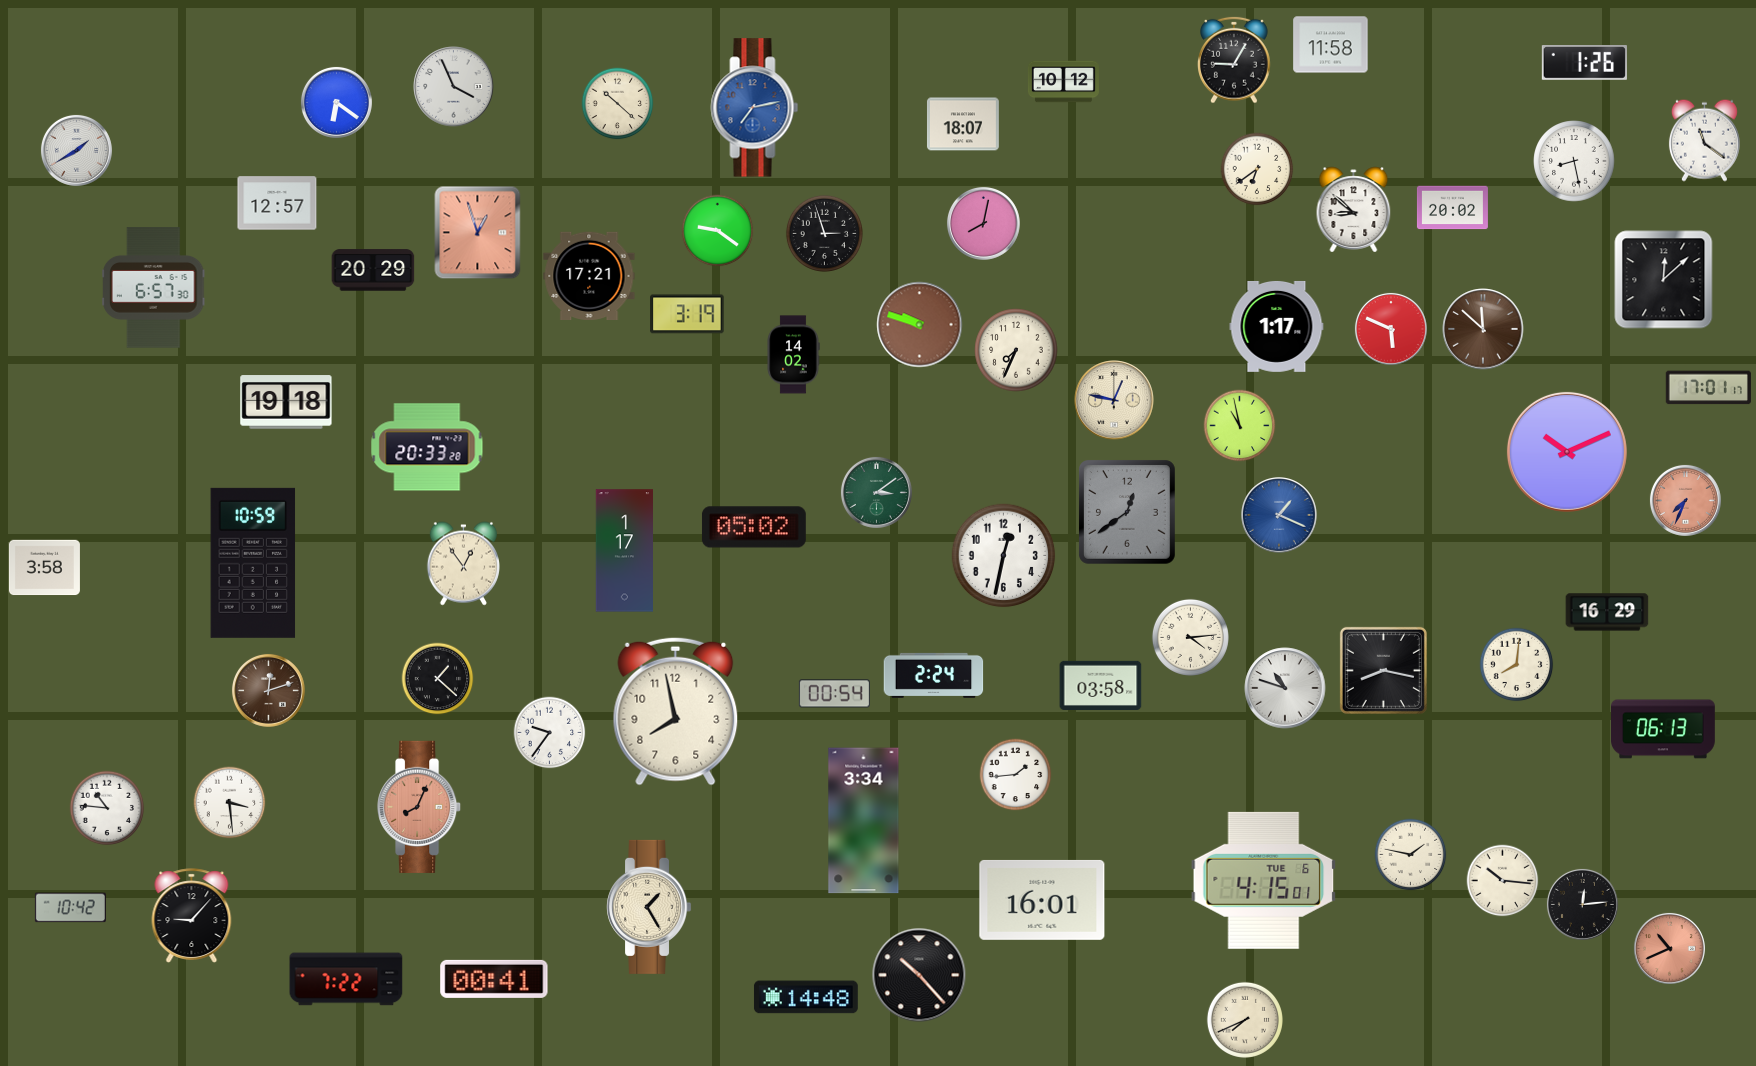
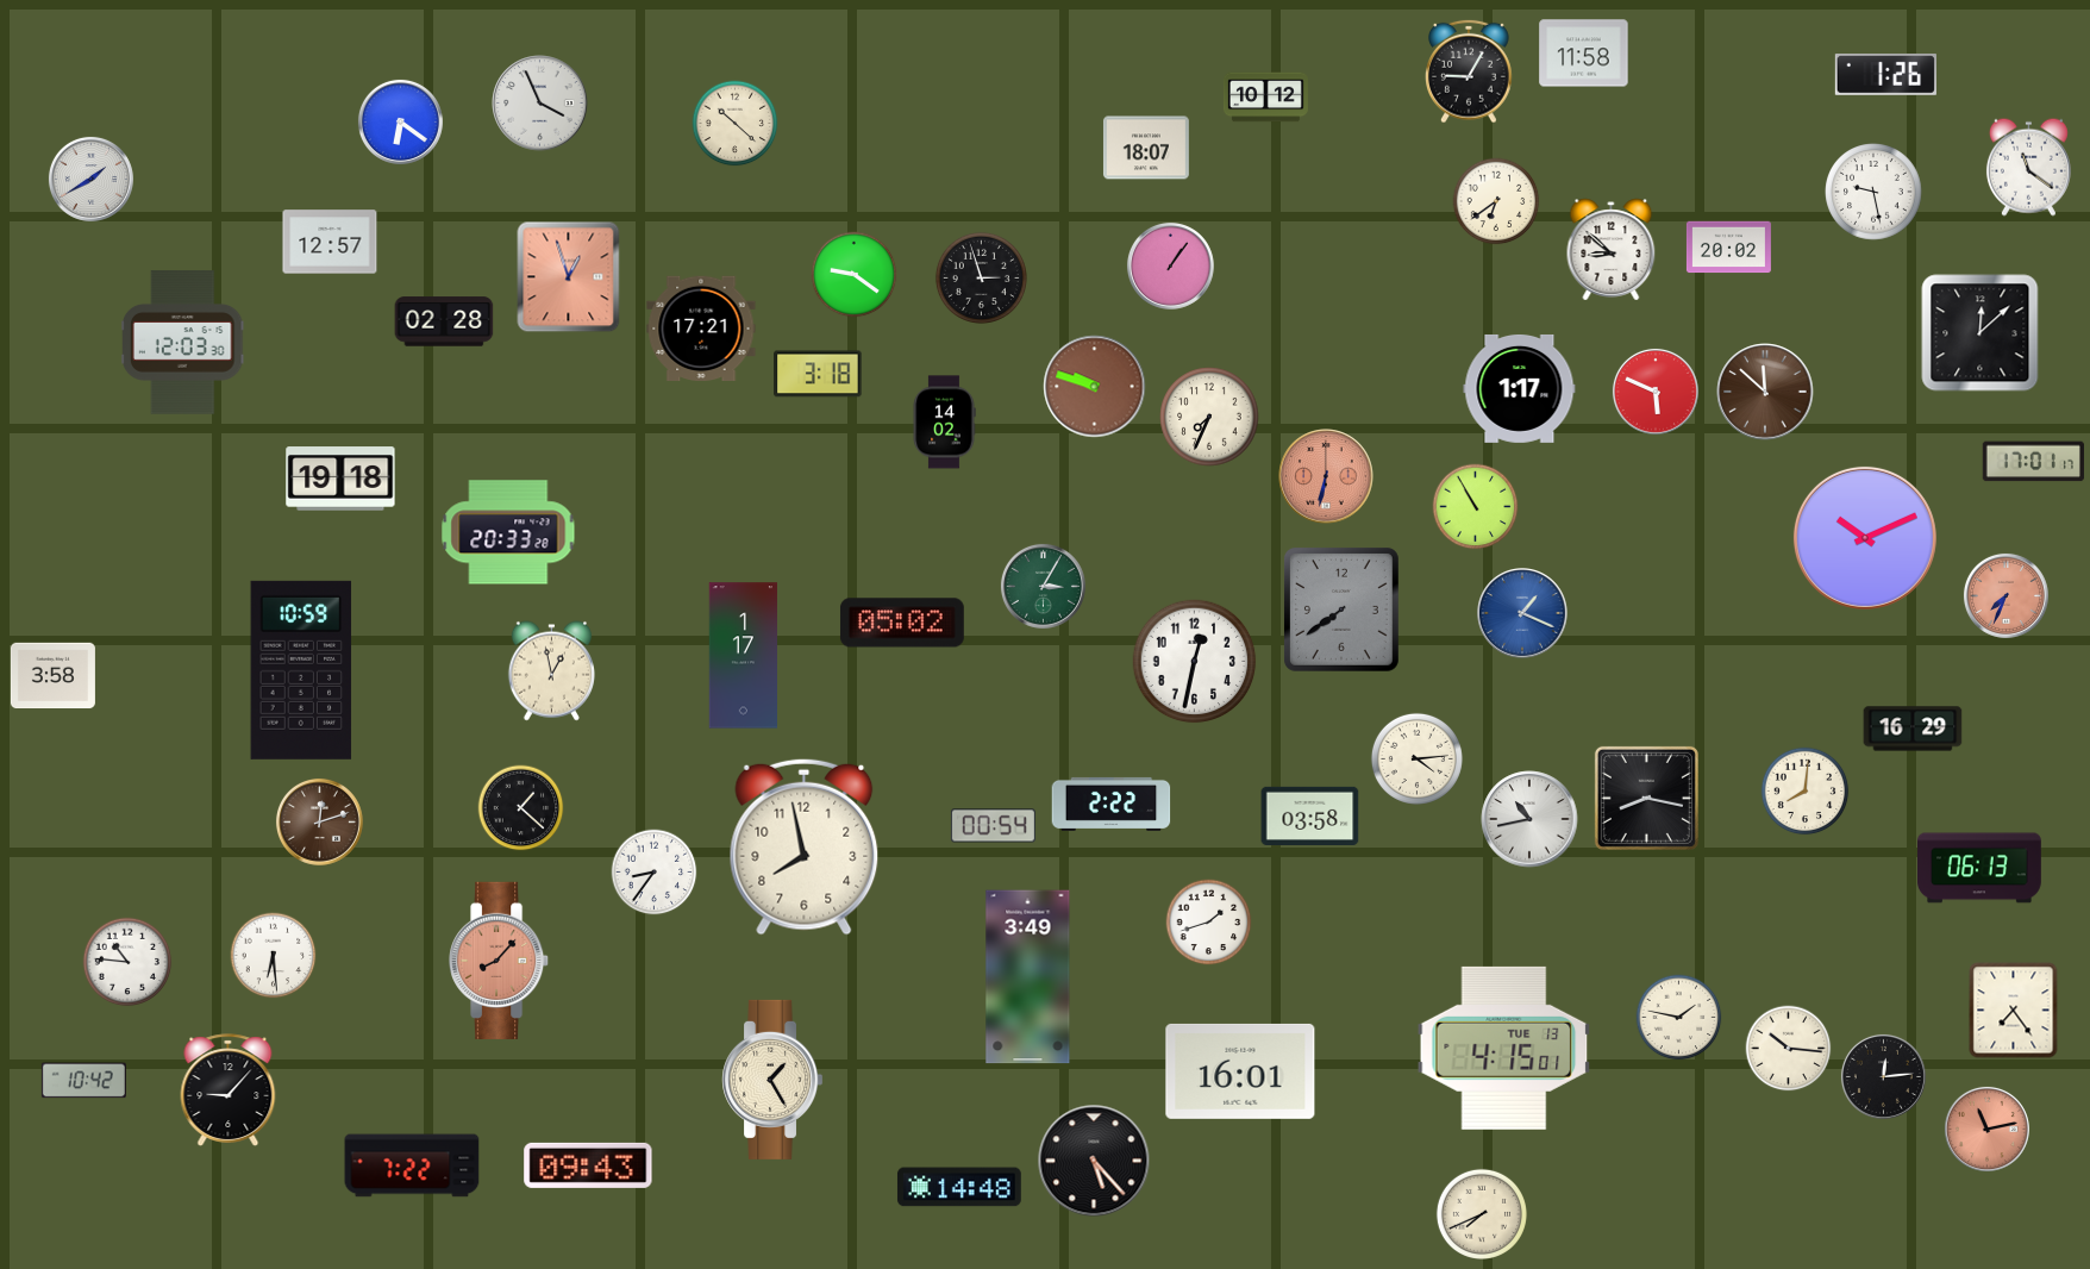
clock at (755, 108): 7:13 -> none
clock at (1574, 161): 8:28 -> 9:28
clock at (983, 223): 8:02 -> 1:06
clock at (373, 270): 20:29 -> 02:28
clock at (154, 288): 6:57 -> 12:03
clock at (687, 314): 3:19 -> 3:18
clock at (1114, 400): 12:47 -> 6:32
clock at (1114, 400) dial: cream -> salmon
clock at (1240, 426): 10:58 -> 10:55
clock at (876, 492): 3:09 -> 3:05
clock at (1127, 512): 12:39 -> 7:39
clock at (754, 527) position: (754, 527) -> (902, 623)
clock at (463, 564): 12:54 -> 12:58
clock at (934, 675): 2:24 -> 2:22
clock at (1285, 688): 10:48 -> 10:43
clock at (550, 733): 9:36 -> 8:36
clock at (1016, 775): 1:44 -> 1:42
clock at (230, 803): 3:29 -> 6:29
clock at (420, 807): 8:04 -> 8:07
clock at (864, 821): 3:34 -> 3:49
clock at (2014, 1011): none -> 7:24
clock at (1264, 880) date: TUE 6 -> TUE 13
clock at (1669, 948): 10:41 -> 11:13
clock at (919, 975): 10:23 -> 5:23
clock at (494, 979): 00:41 -> 09:43
